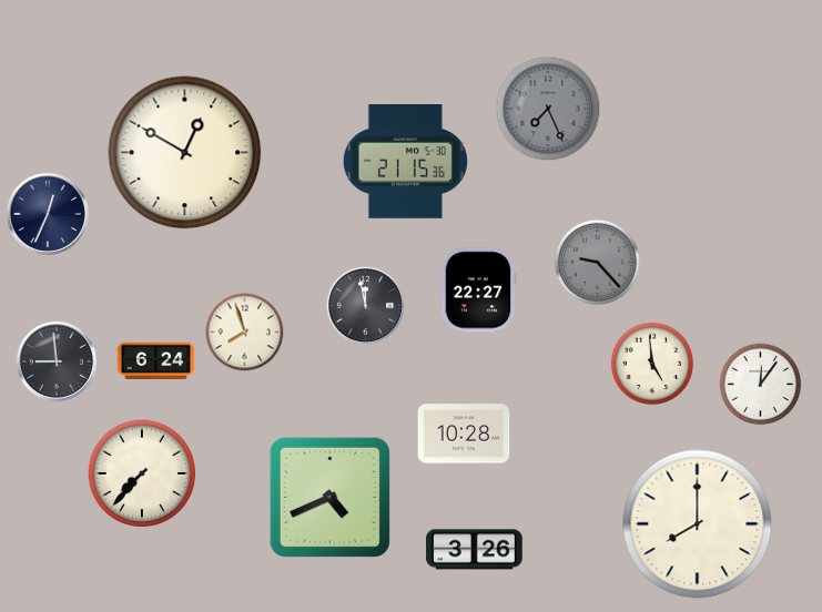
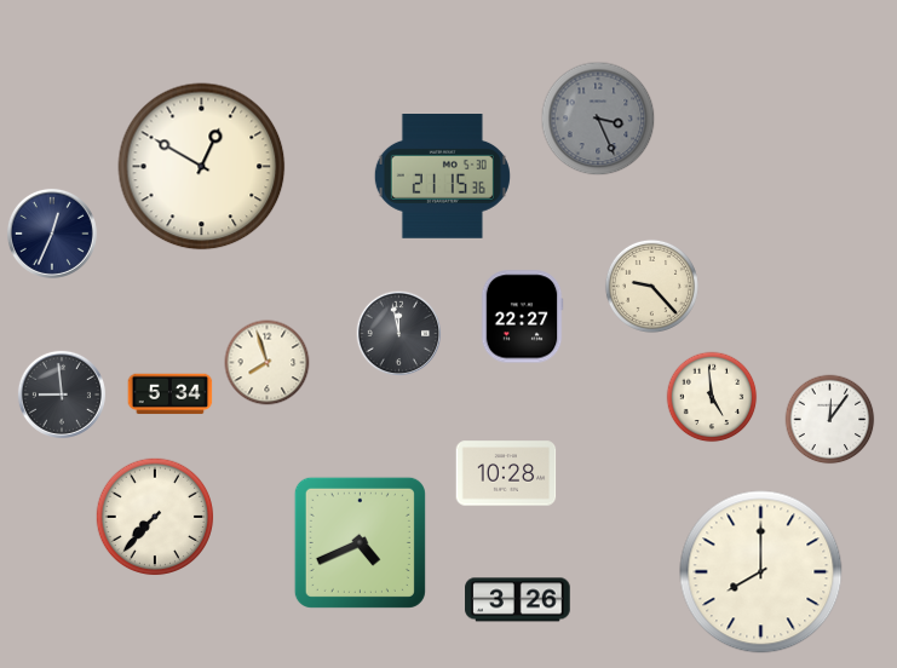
clock at (548, 109): 7:26 -> 3:26
clock at (597, 262) dial: grey -> cream
clock at (156, 361): 6:24 -> 5:34
